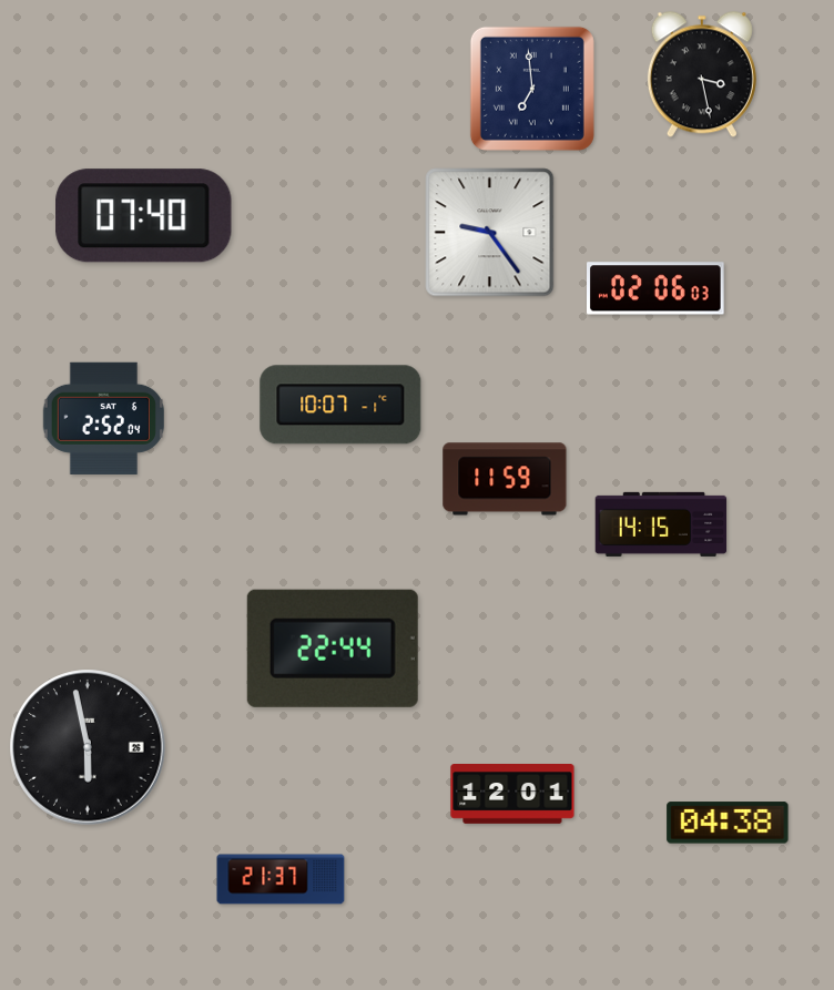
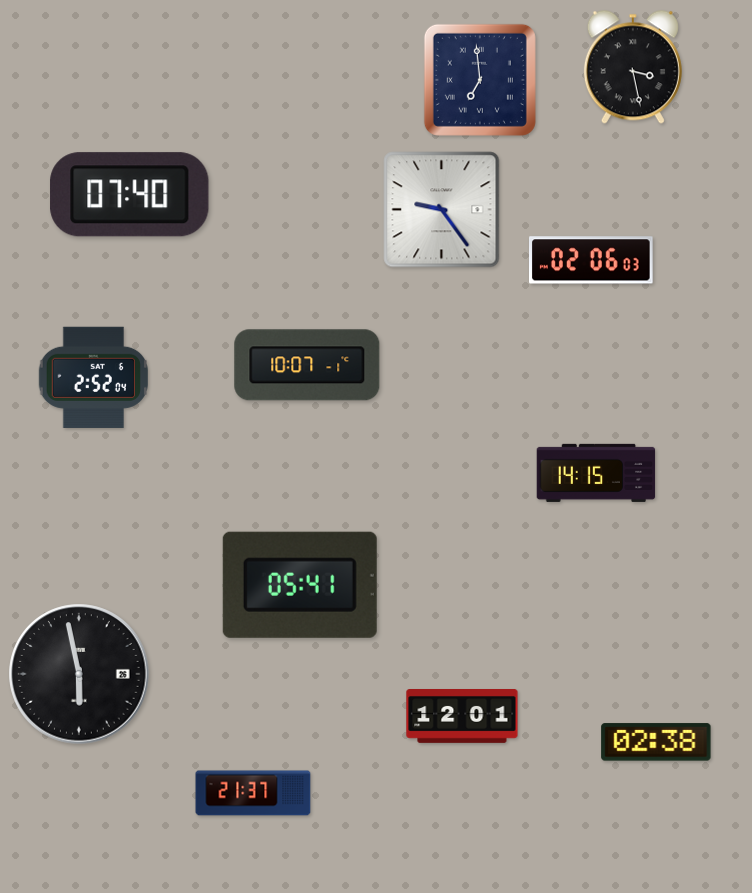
clock at (505, 479): 11:59 -> none
clock at (333, 649): 22:44 -> 05:41
clock at (728, 823): 04:38 -> 02:38
